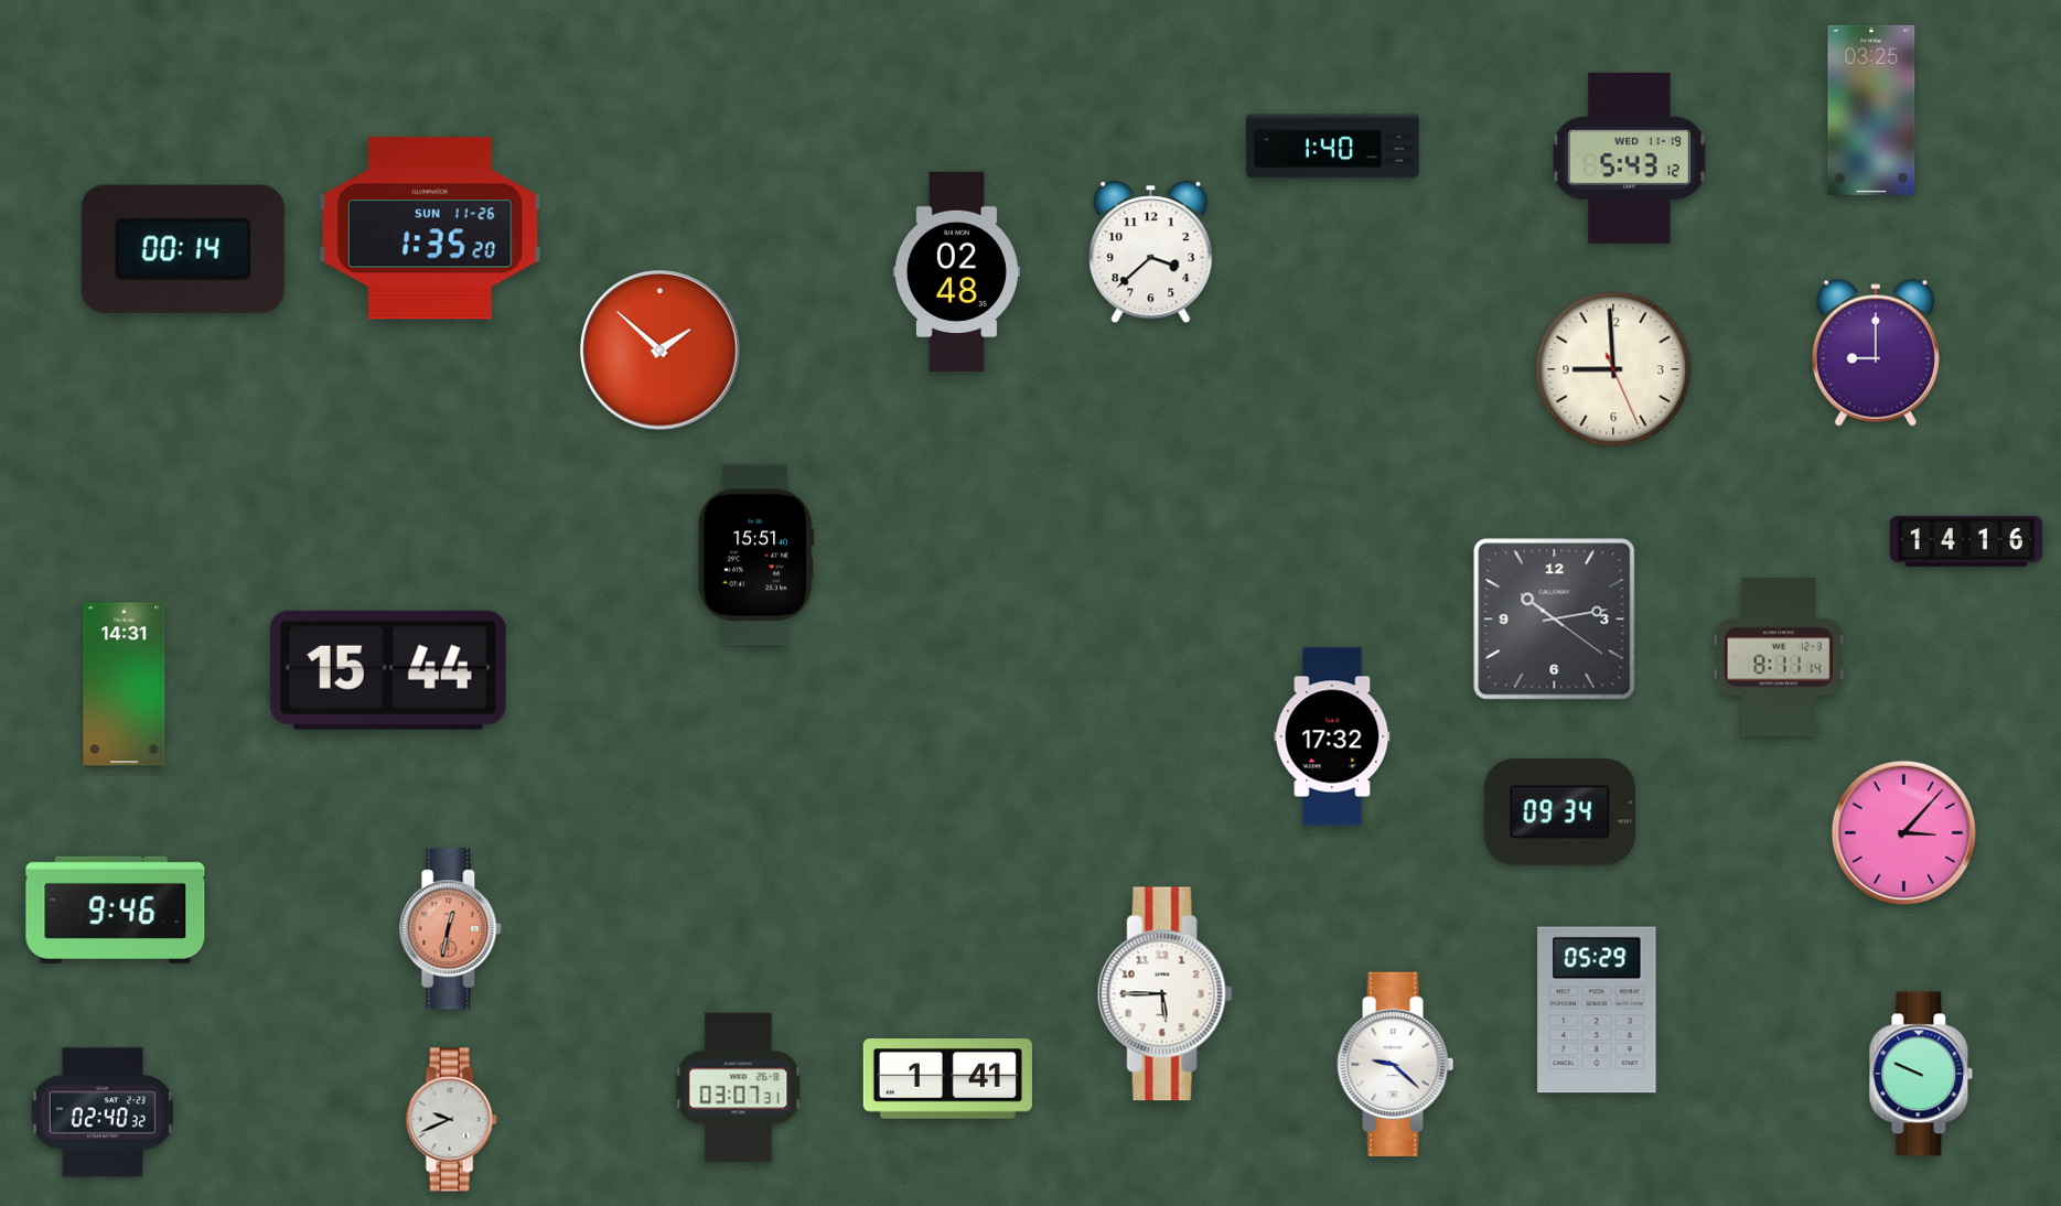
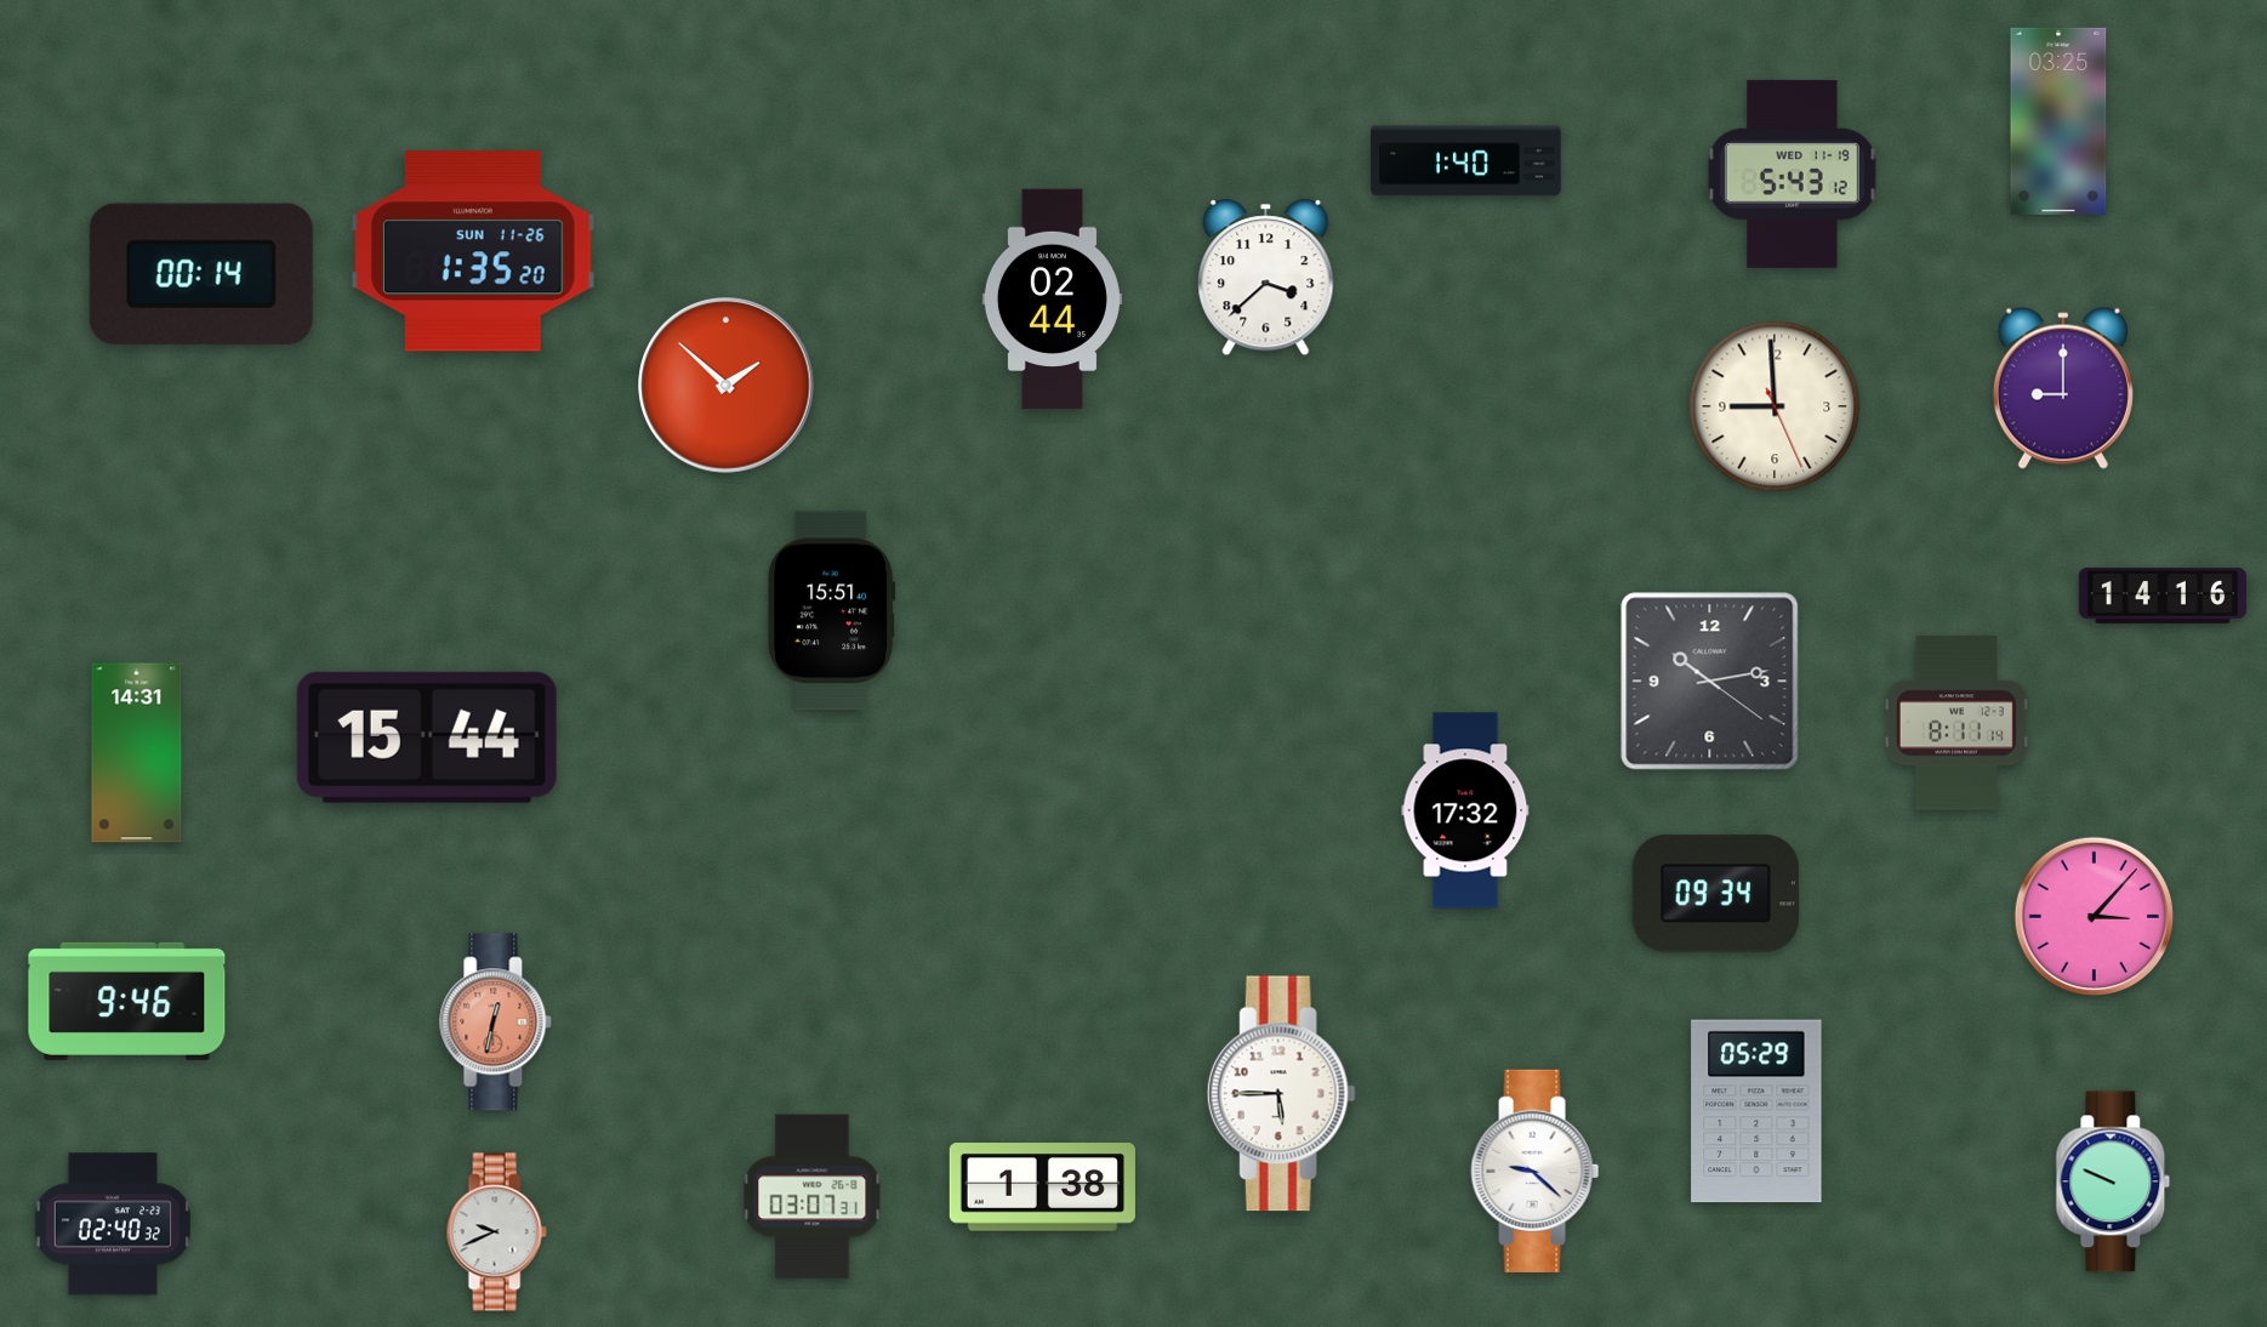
clock at (956, 272): 02:48 -> 02:44
clock at (947, 1079): 1:41 -> 1:38
